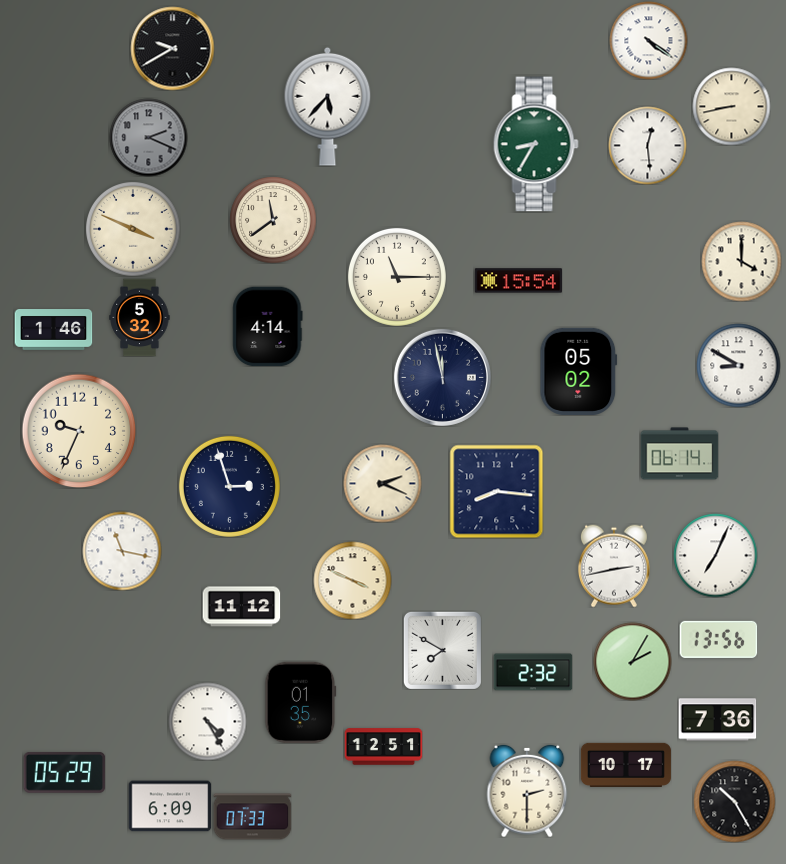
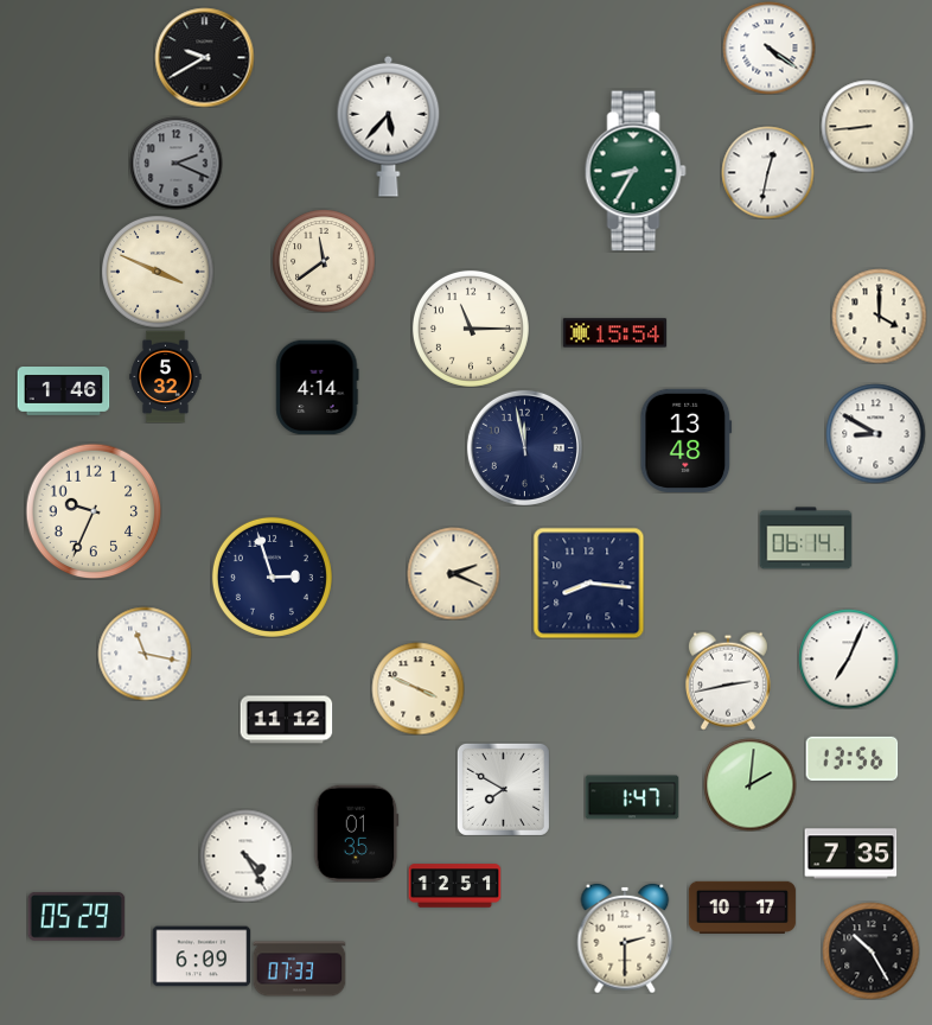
clock at (731, 106): 8:43 -> 8:44
clock at (647, 145): 12:29 -> 12:32
clock at (741, 261) position: (741, 261) -> (879, 316)
clock at (579, 371): 05:02 -> 13:48
clock at (614, 566) position: (614, 566) -> (728, 681)
clock at (442, 650) position: (442, 650) -> (503, 789)
clock at (632, 661): 2:05 -> 2:01
clock at (533, 672): 2:32 -> 1:47
clock at (717, 720): 7:36 -> 7:35
